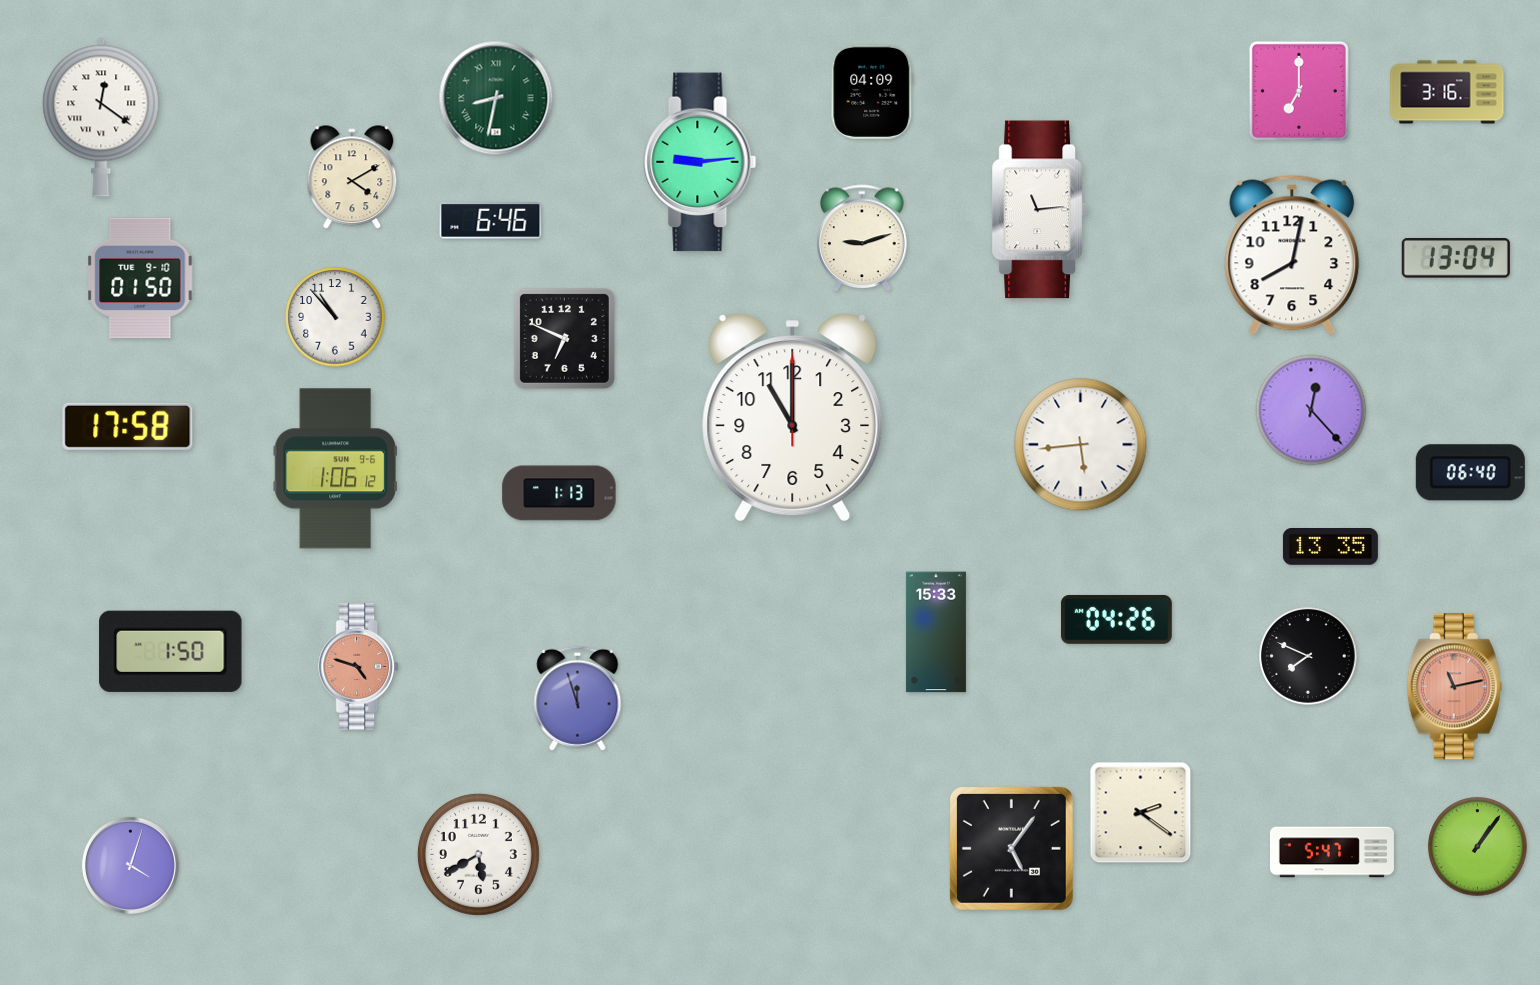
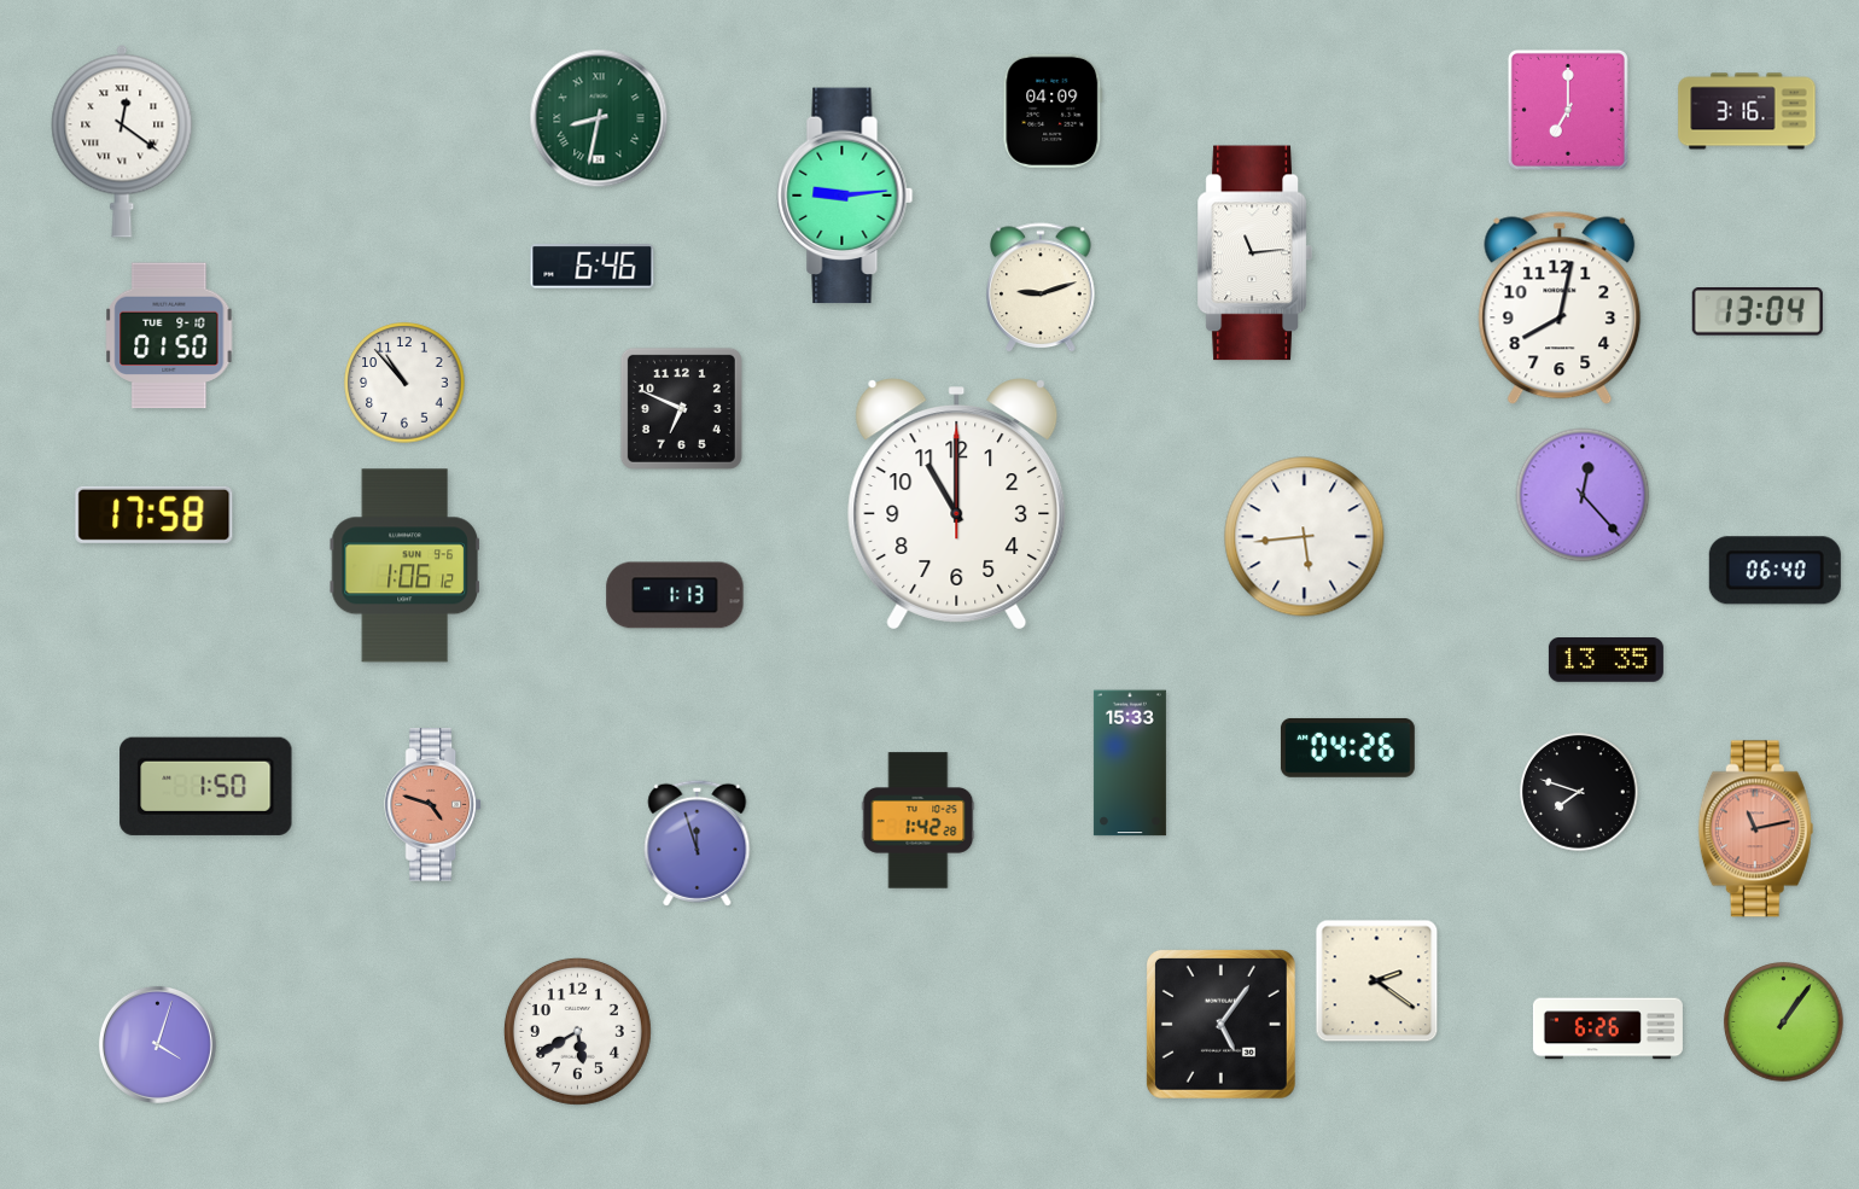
clock at (352, 178): 4:10 -> none
clock at (1308, 656): 7:49 -> 7:48
clock at (919, 821): none -> 1:42
clock at (1332, 852): 5:47 -> 6:26
